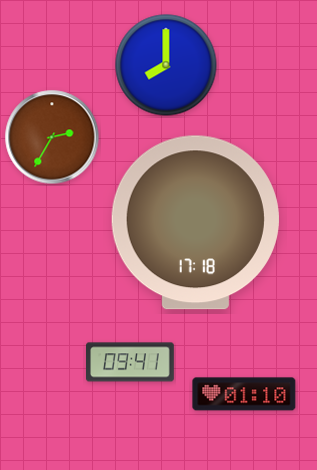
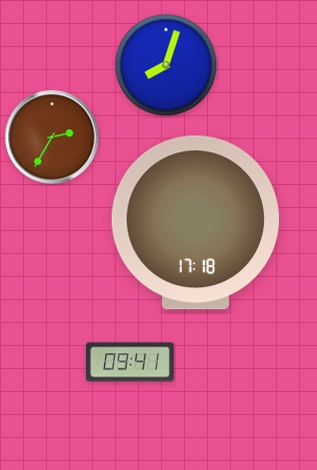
clock at (166, 65): 8:00 -> 8:03
clock at (244, 394): 01:10 -> none
